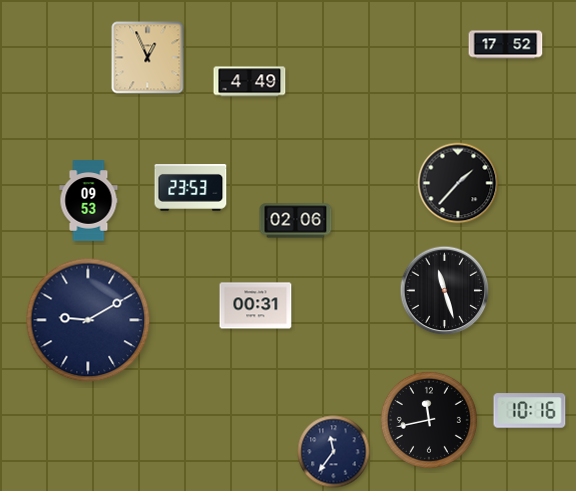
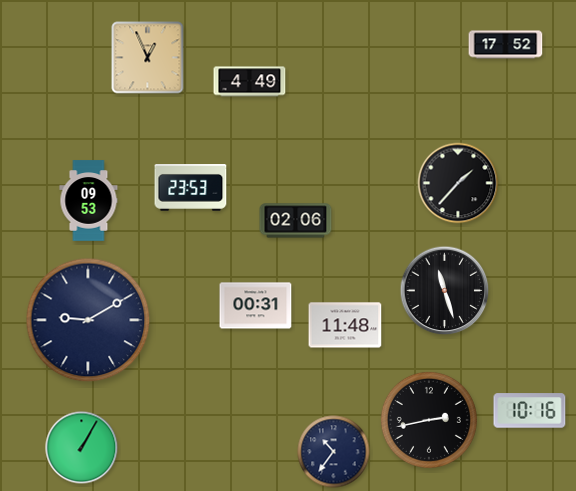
clock at (345, 325): none -> 11:48
clock at (429, 420): 11:43 -> 2:43
clock at (82, 448): none -> 1:05
clock at (334, 452): 11:36 -> 10:36
